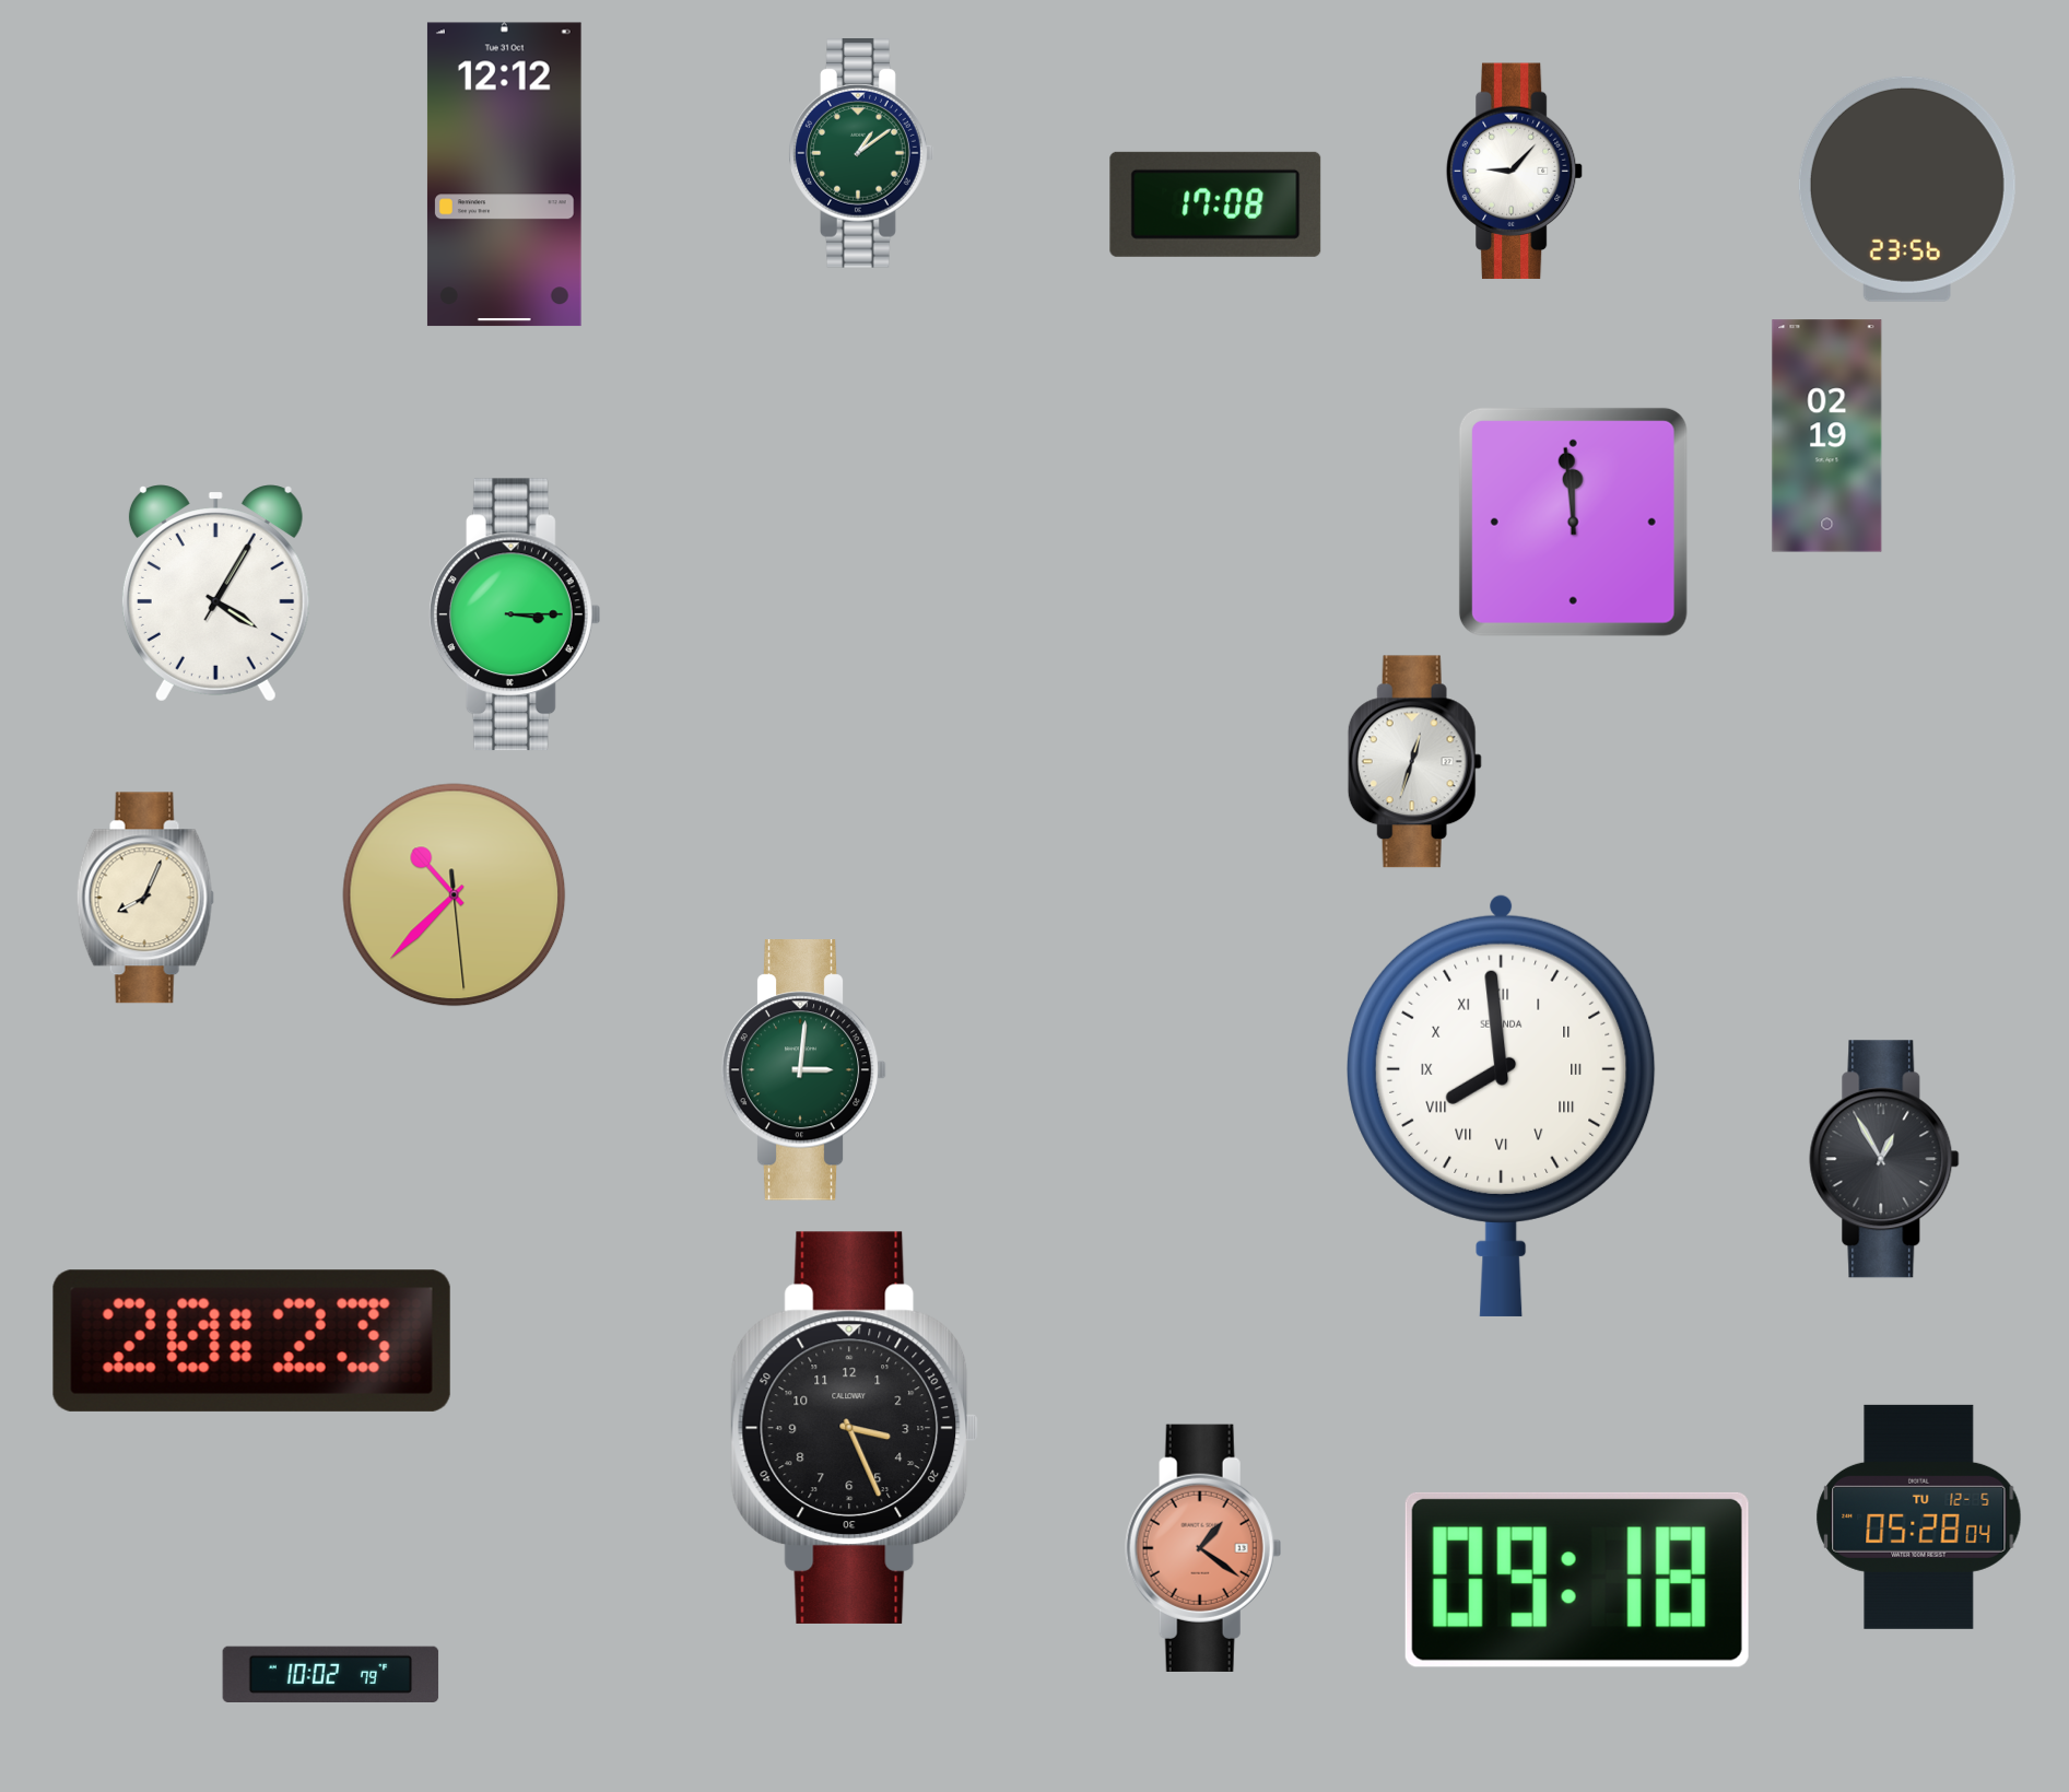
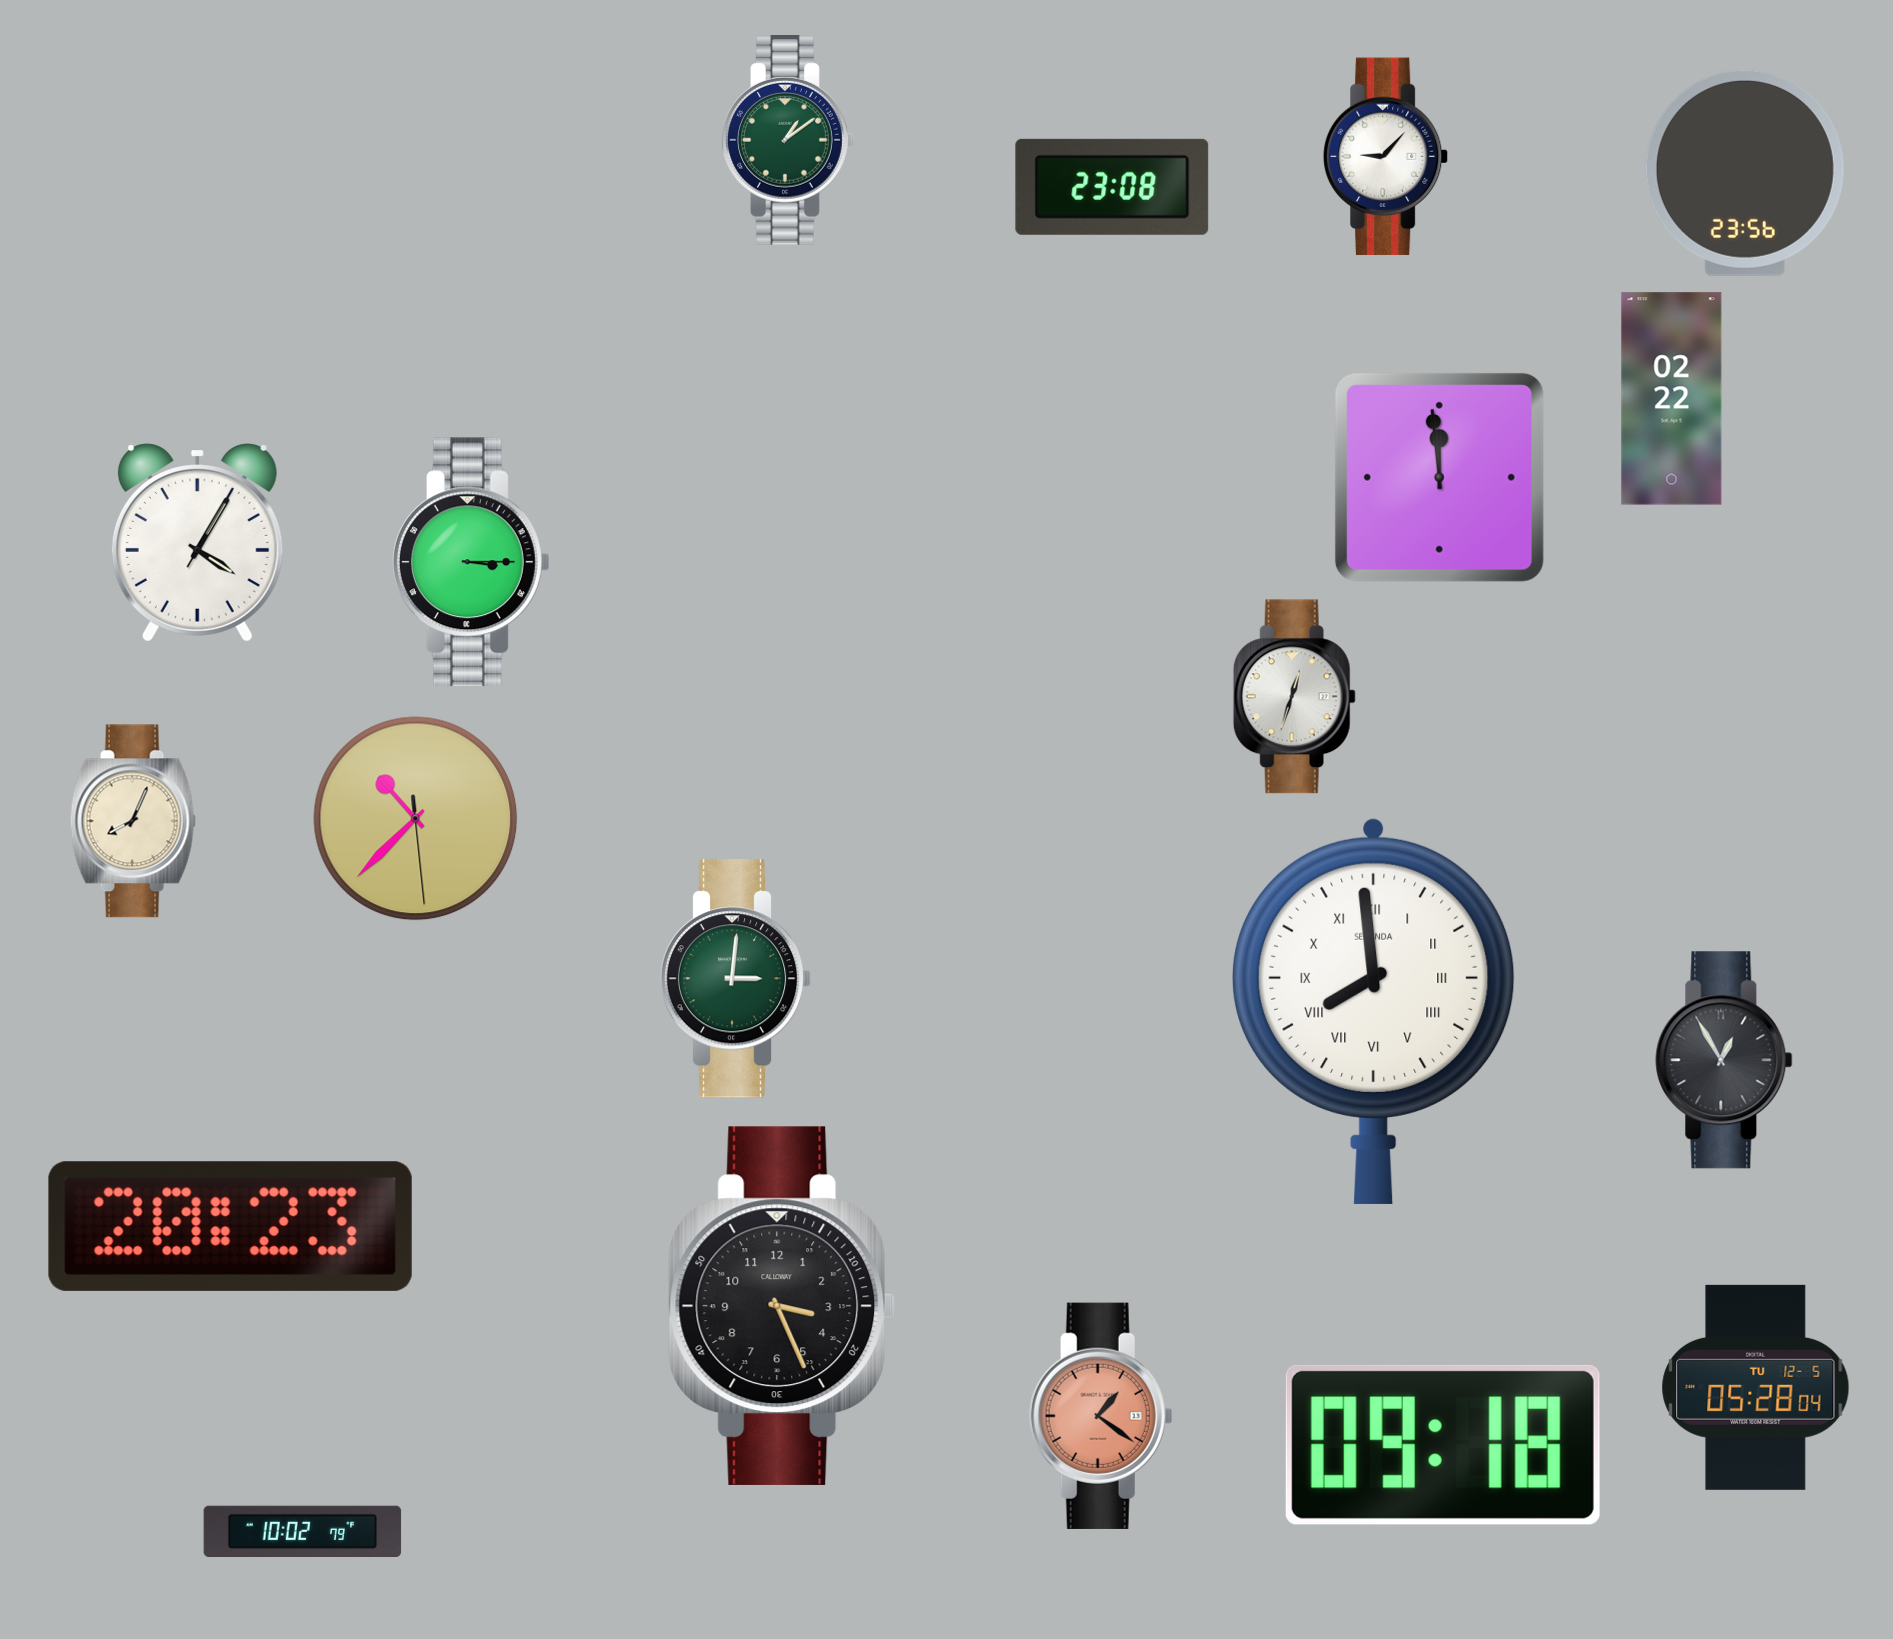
clock at (504, 175): 12:12 -> none
clock at (1215, 204): 17:08 -> 23:08
clock at (1827, 436): 02:19 -> 02:22
